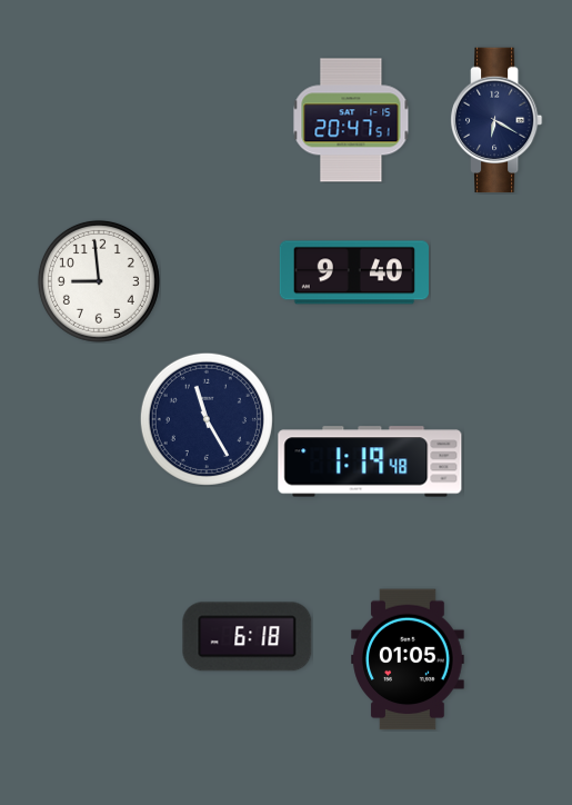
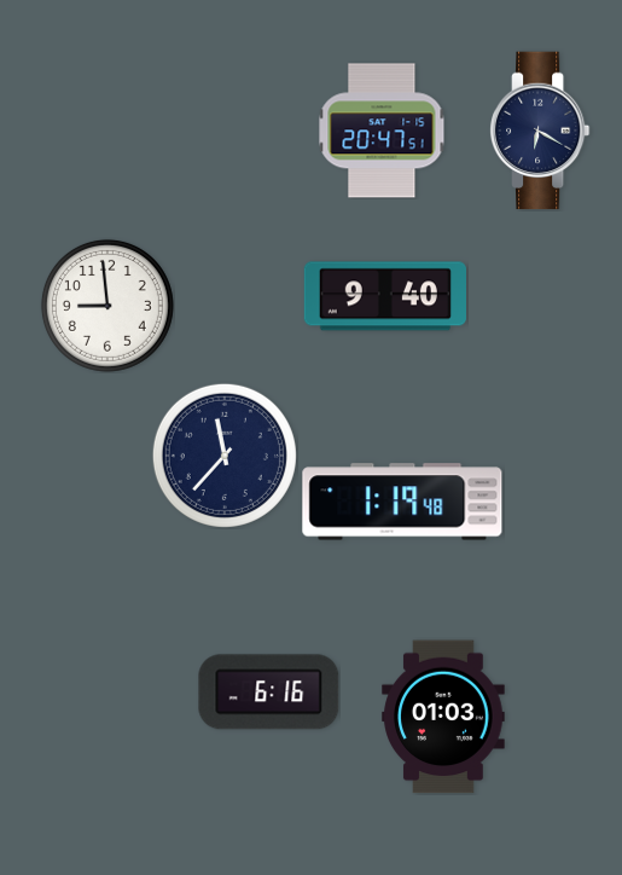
clock at (207, 419): 11:25 -> 11:37
clock at (248, 637): 6:18 -> 6:16
clock at (408, 659): 01:05 -> 01:03
